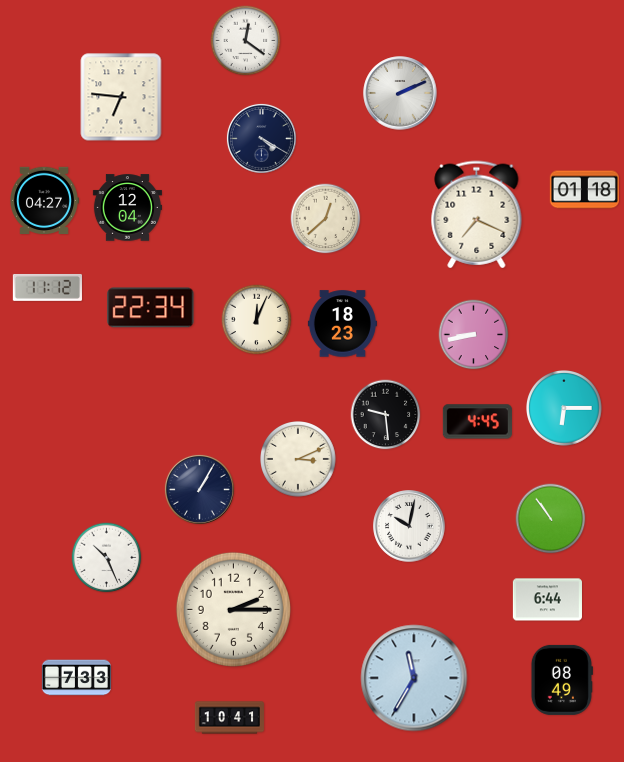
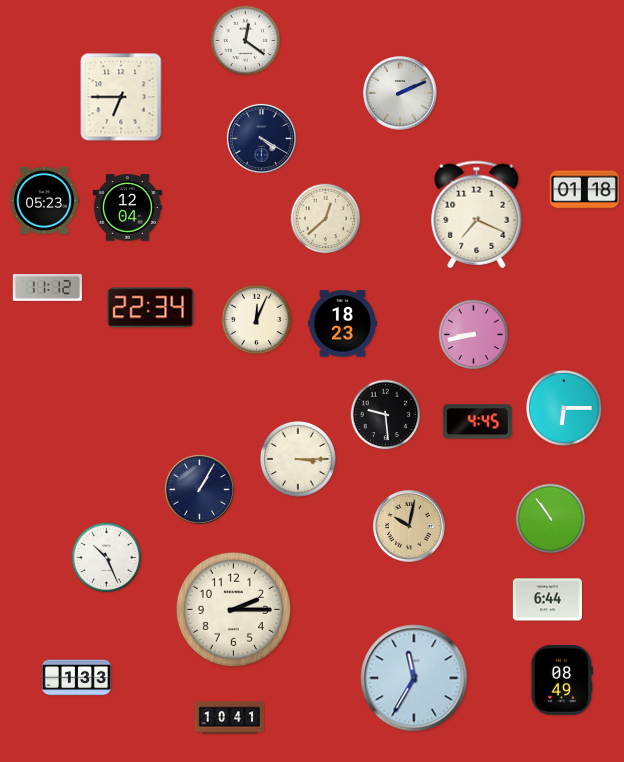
clock at (121, 97): 6:46 -> 6:45
clock at (45, 200): 04:27 -> 05:23
clock at (299, 460): 3:11 -> 3:15
clock at (409, 526) dial: white -> champagne
clock at (76, 678): 7:33 -> 1:33
